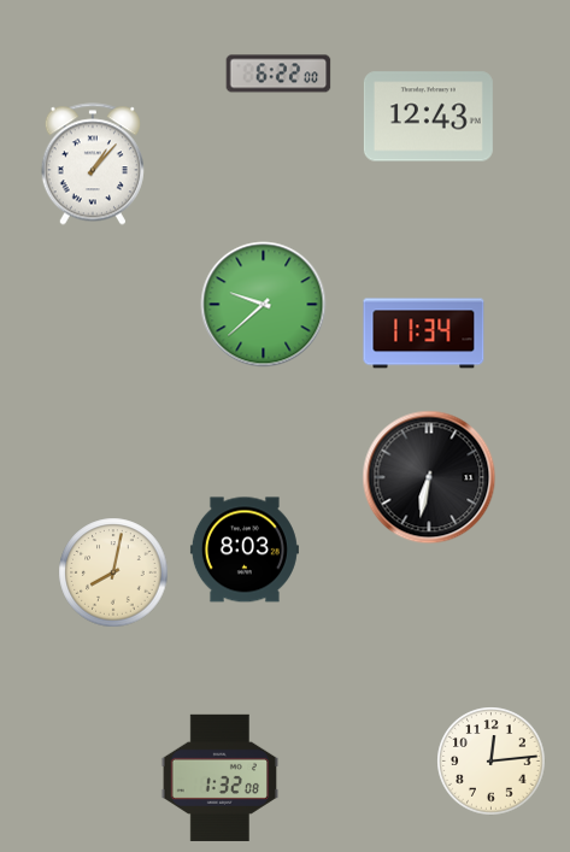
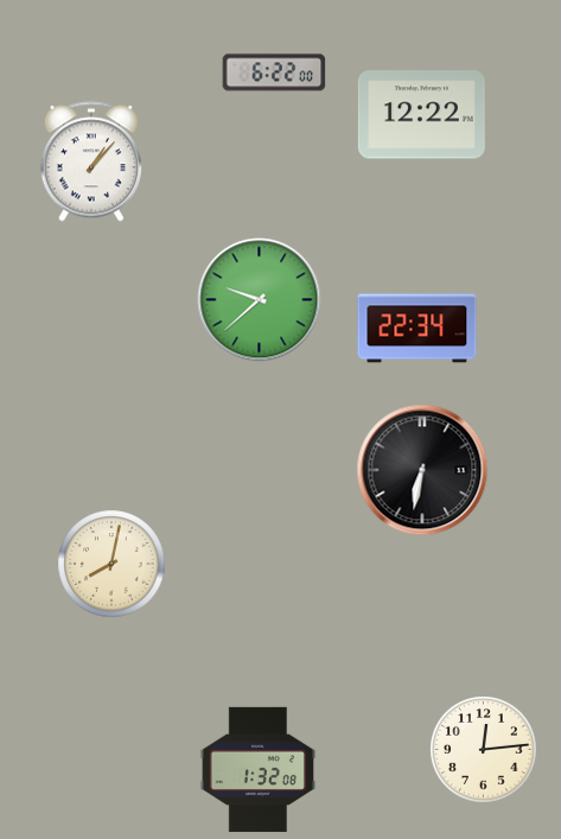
clock at (428, 117): 12:43 -> 12:22
clock at (424, 334): 11:34 -> 22:34
clock at (245, 550): 8:03 -> none
clock at (221, 777) position: (221, 777) -> (259, 769)
